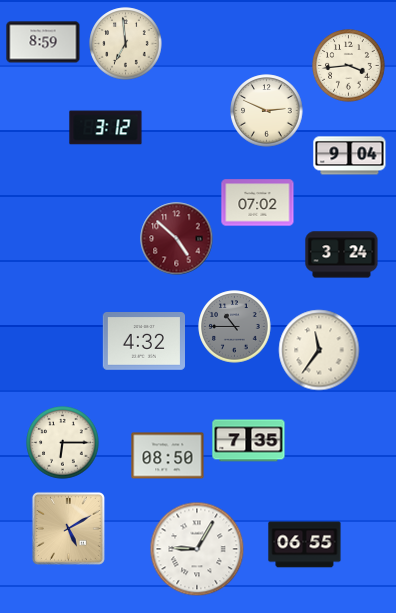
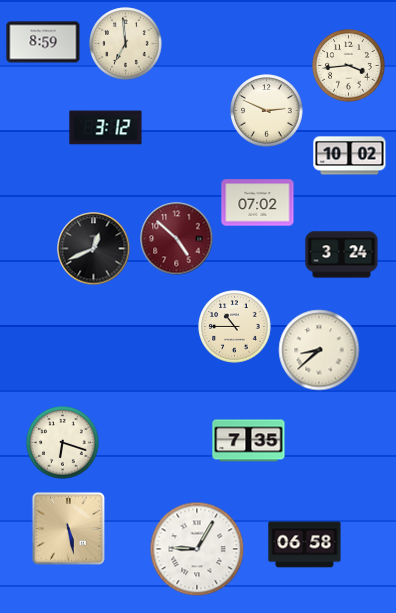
clock at (350, 156): 9:04 -> 10:02
clock at (94, 249): none -> 12:41
clock at (235, 327) dial: grey -> cream
clock at (143, 342): 4:32 -> none
clock at (319, 350): 11:36 -> 8:38
clock at (63, 443): 6:15 -> 6:18
clock at (168, 456): 08:50 -> none
clock at (68, 528): 5:10 -> 5:28
clock at (305, 545): 06:55 -> 06:58
